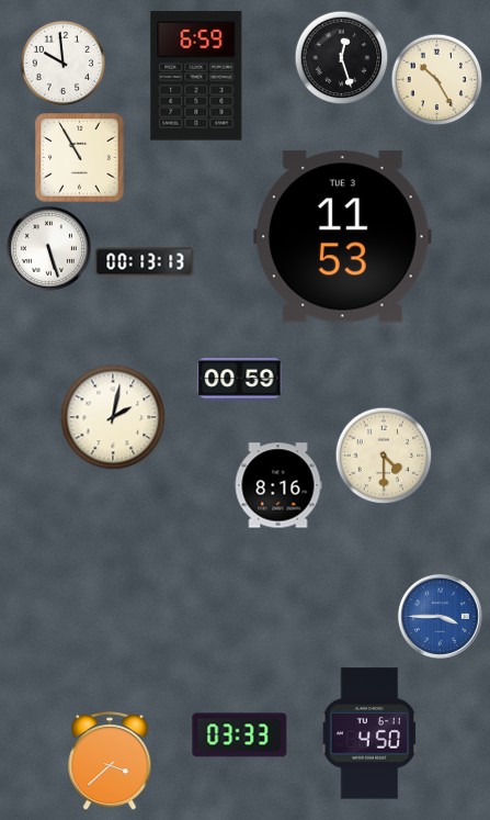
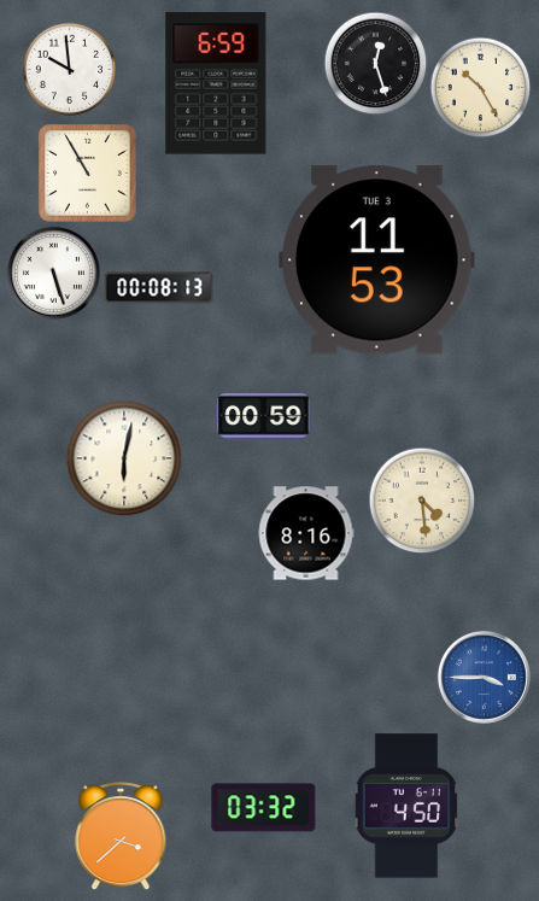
clock at (145, 262): 00:13 -> 00:08
clock at (113, 417): 2:02 -> 6:02
clock at (384, 456): 4:30 -> 4:29
clock at (240, 735): 03:33 -> 03:32
